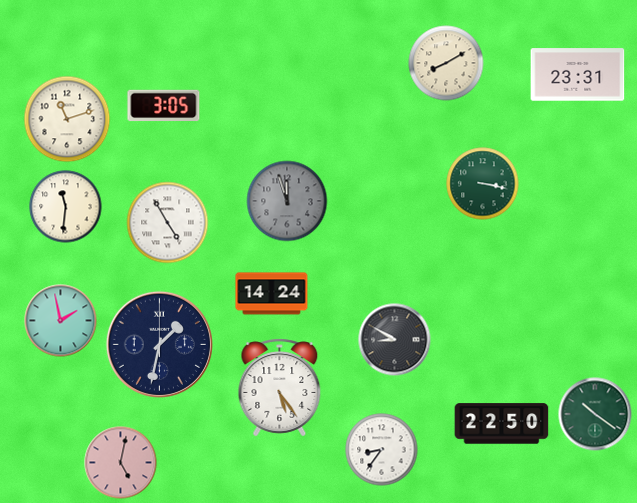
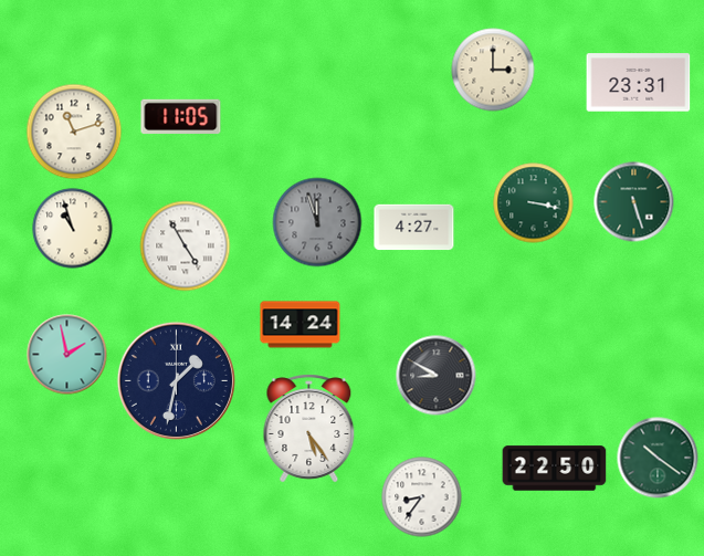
clock at (446, 63): 8:10 -> 3:00
clock at (164, 106): 3:05 -> 11:05
clock at (634, 202): none -> 5:27
clock at (414, 228): none -> 4:27
clock at (66, 207): 11:31 -> 10:57
clock at (121, 463): 5:02 -> none
